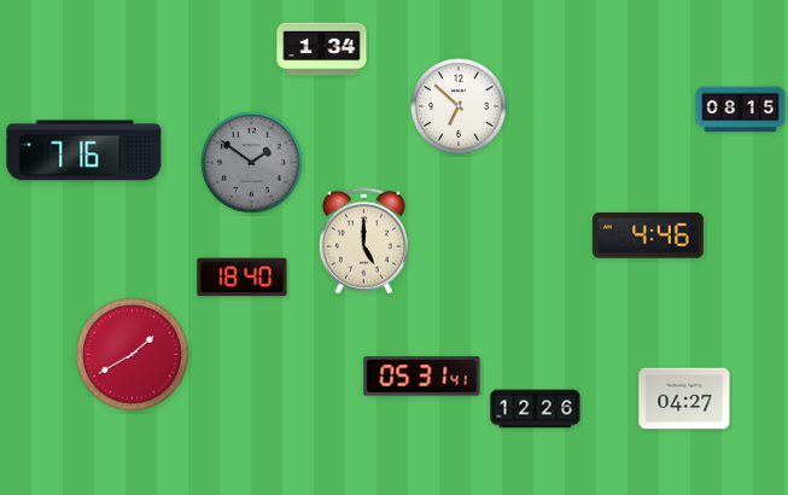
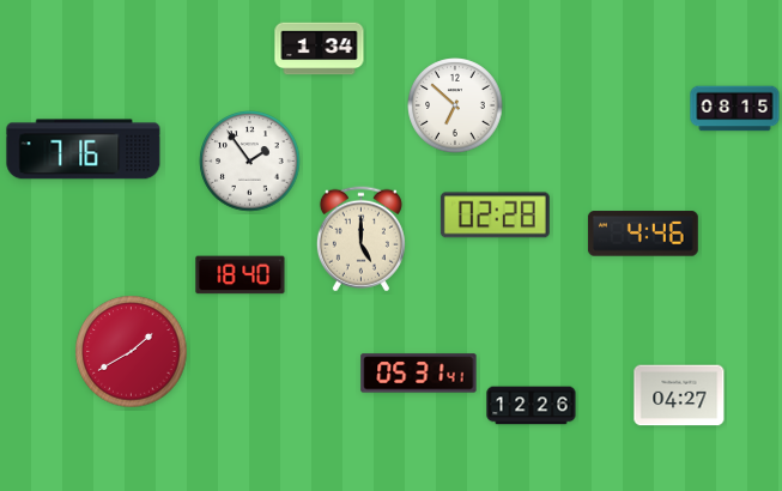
clock at (252, 163): 1:51 -> 1:54
clock at (252, 163) dial: grey -> white
clock at (495, 216): none -> 02:28
